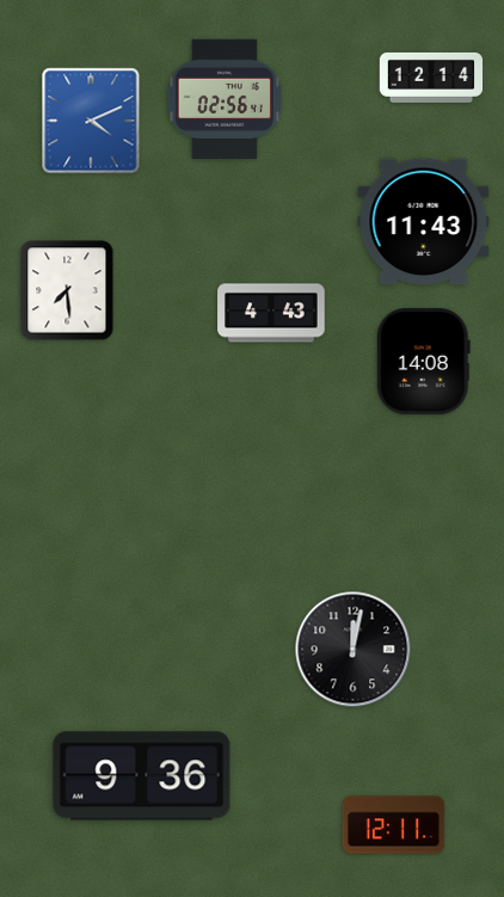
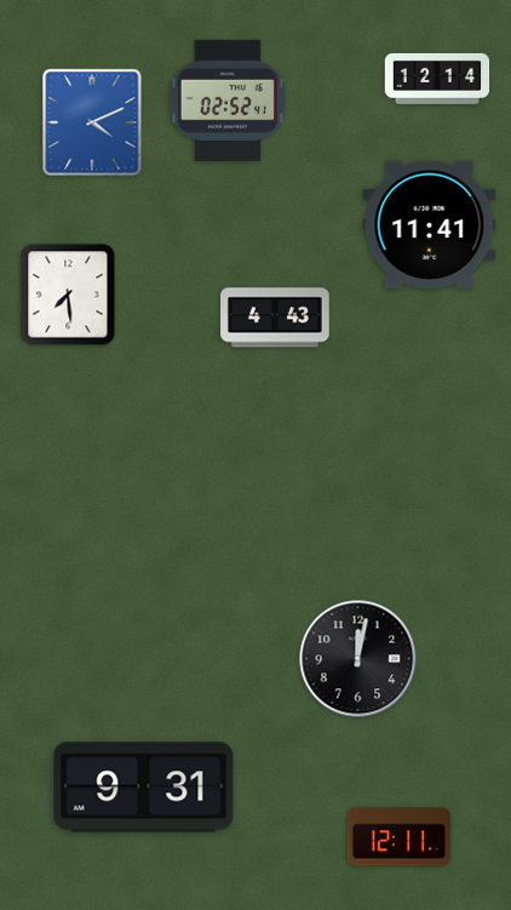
clock at (225, 99): 02:56 -> 02:52
clock at (424, 222): 11:43 -> 11:41
clock at (423, 361): 14:08 -> none
clock at (142, 776): 9:36 -> 9:31
